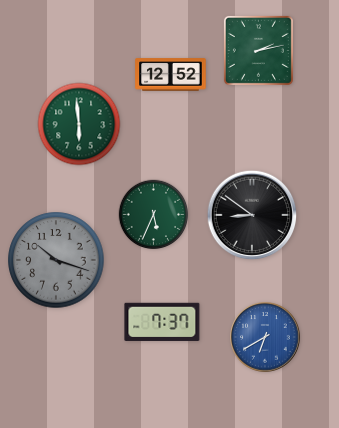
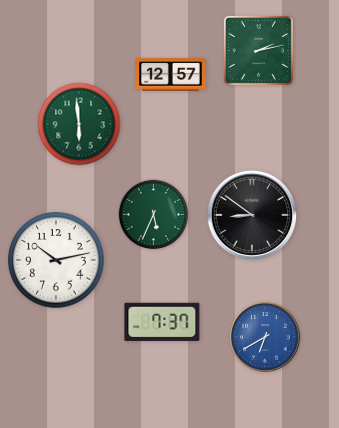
clock at (171, 75): 12:52 -> 12:57
clock at (56, 260): 10:18 -> 10:13
clock at (56, 260) dial: grey -> white
